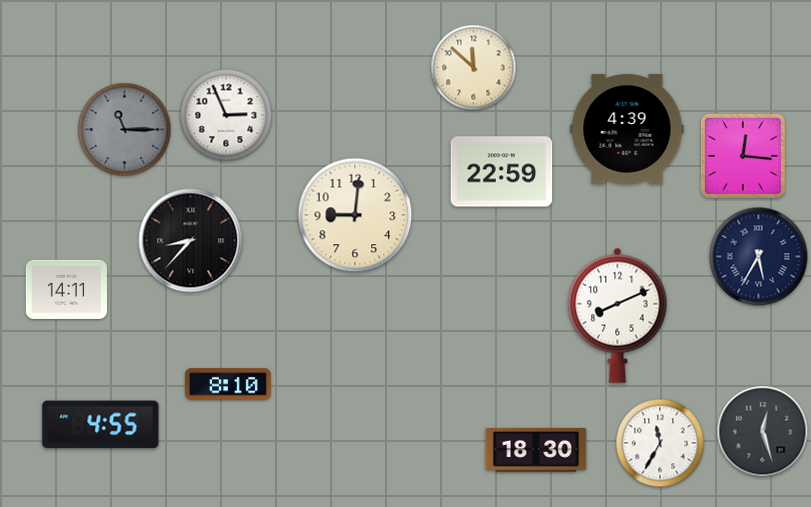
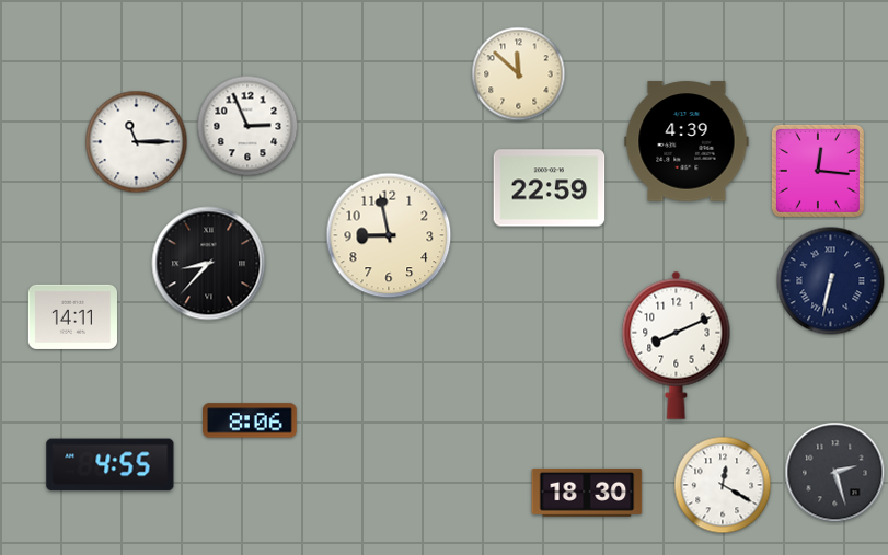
clock at (125, 130) dial: grey -> white
clock at (743, 156) position: (743, 156) -> (818, 171)
clock at (355, 215): 9:01 -> 8:58
clock at (759, 257): 5:35 -> 6:32
clock at (229, 384): 8:10 -> 8:06
clock at (763, 432): 12:27 -> 2:27
clock at (660, 443): 11:35 -> 12:20
